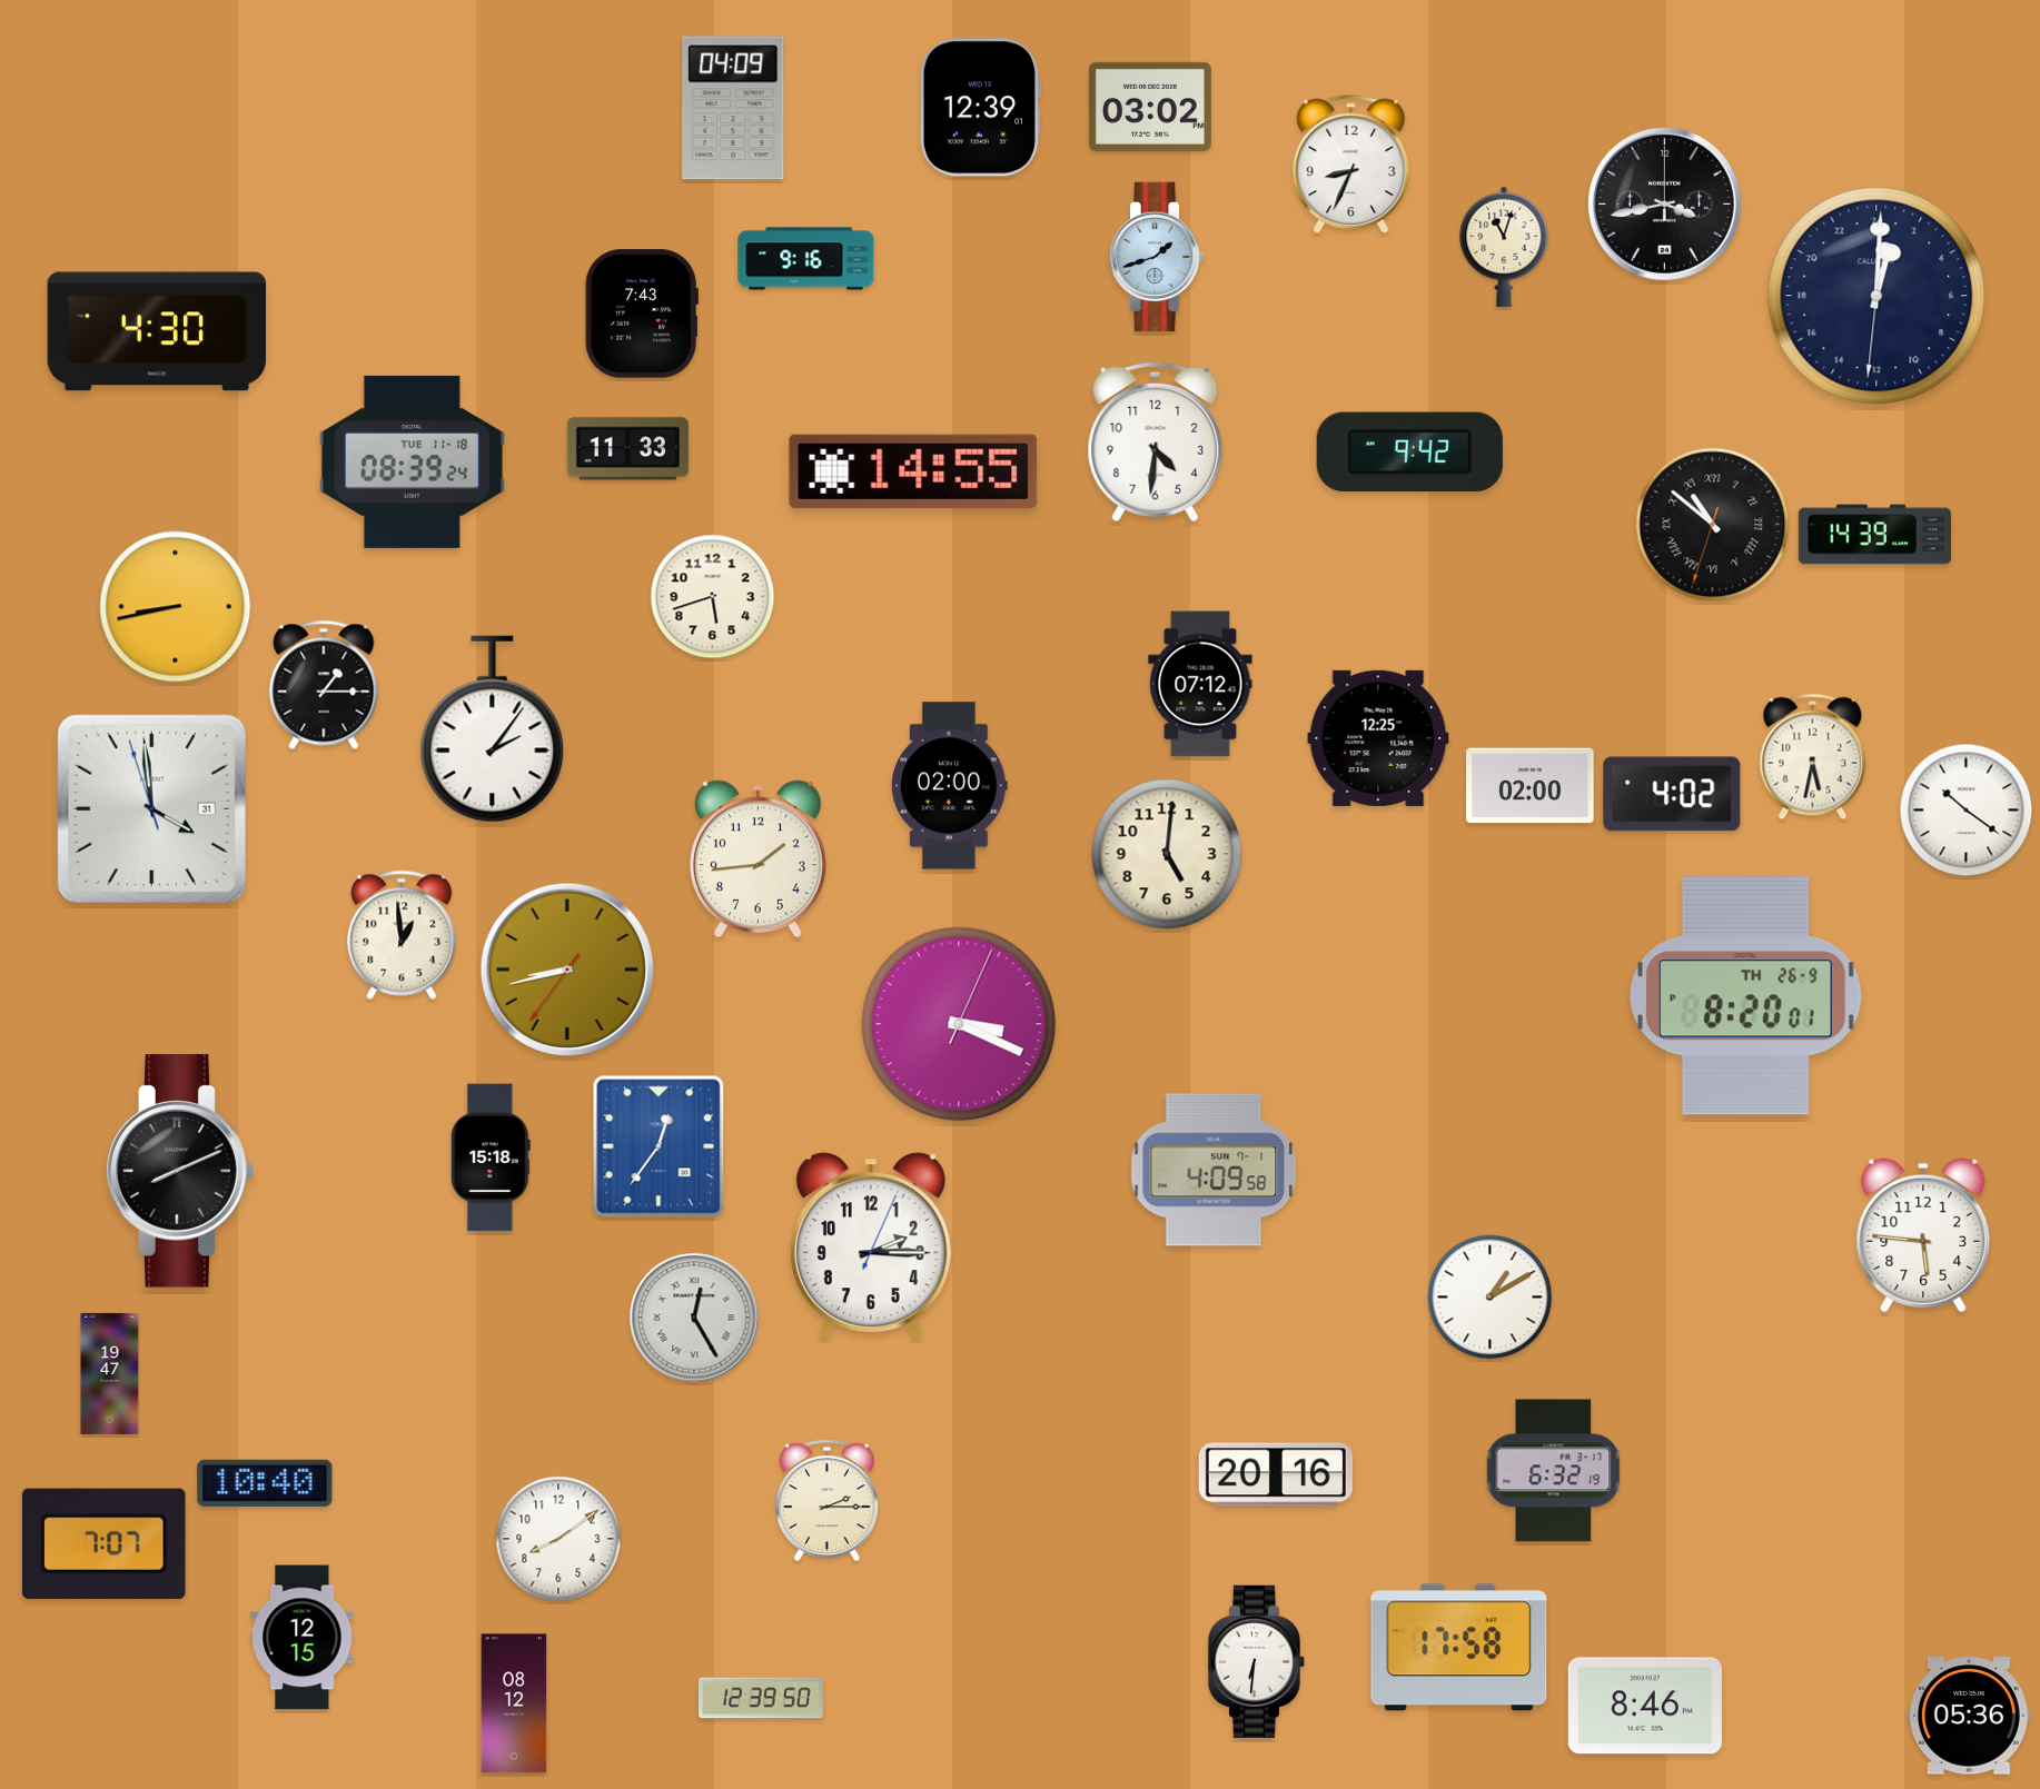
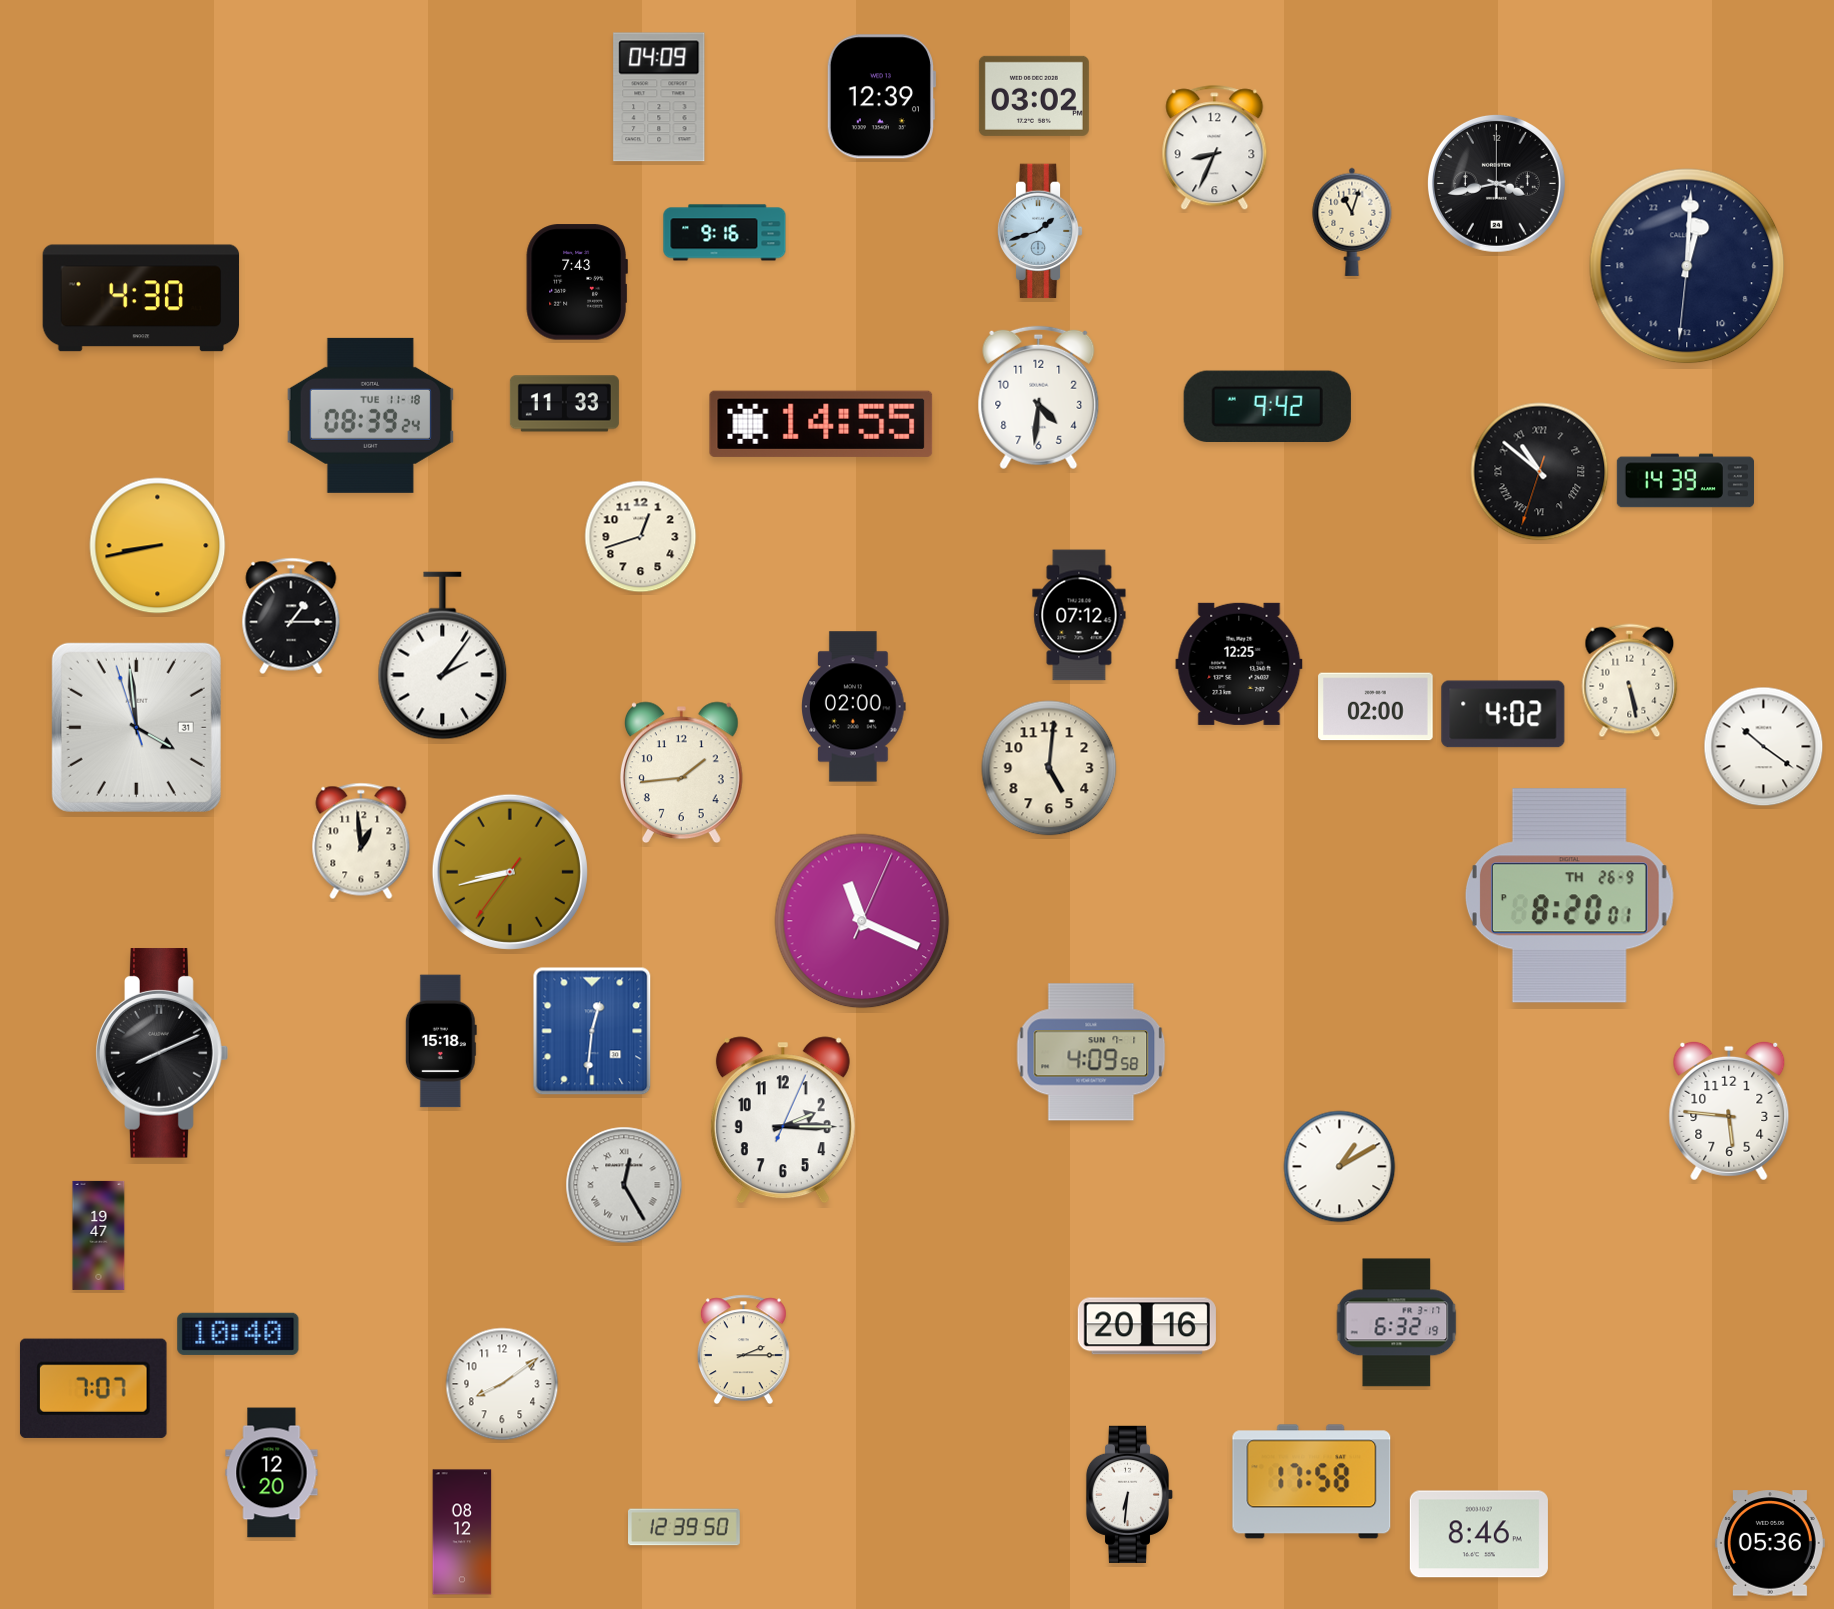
clock at (713, 597): 5:42 -> 12:42
clock at (1813, 757): 5:32 -> 5:28
clock at (1967, 811) position: (1967, 811) -> (1764, 747)
clock at (959, 1024): 3:19 -> 11:19
clock at (658, 1146): 12:36 -> 12:31
clock at (303, 1638): 12:15 -> 12:20
